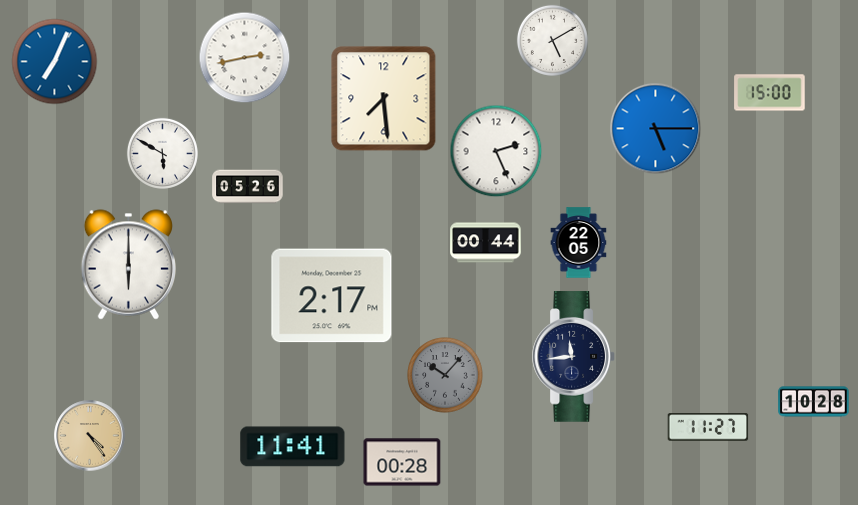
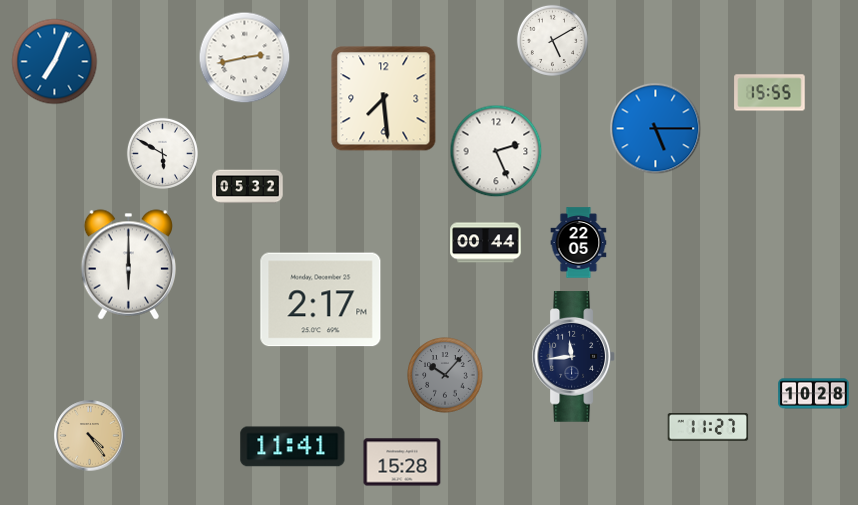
clock at (770, 93): 15:00 -> 15:55
clock at (248, 187): 05:26 -> 05:32
clock at (332, 296) position: (332, 296) -> (321, 300)
clock at (814, 402) position: (814, 402) -> (814, 394)
clock at (402, 462): 00:28 -> 15:28
